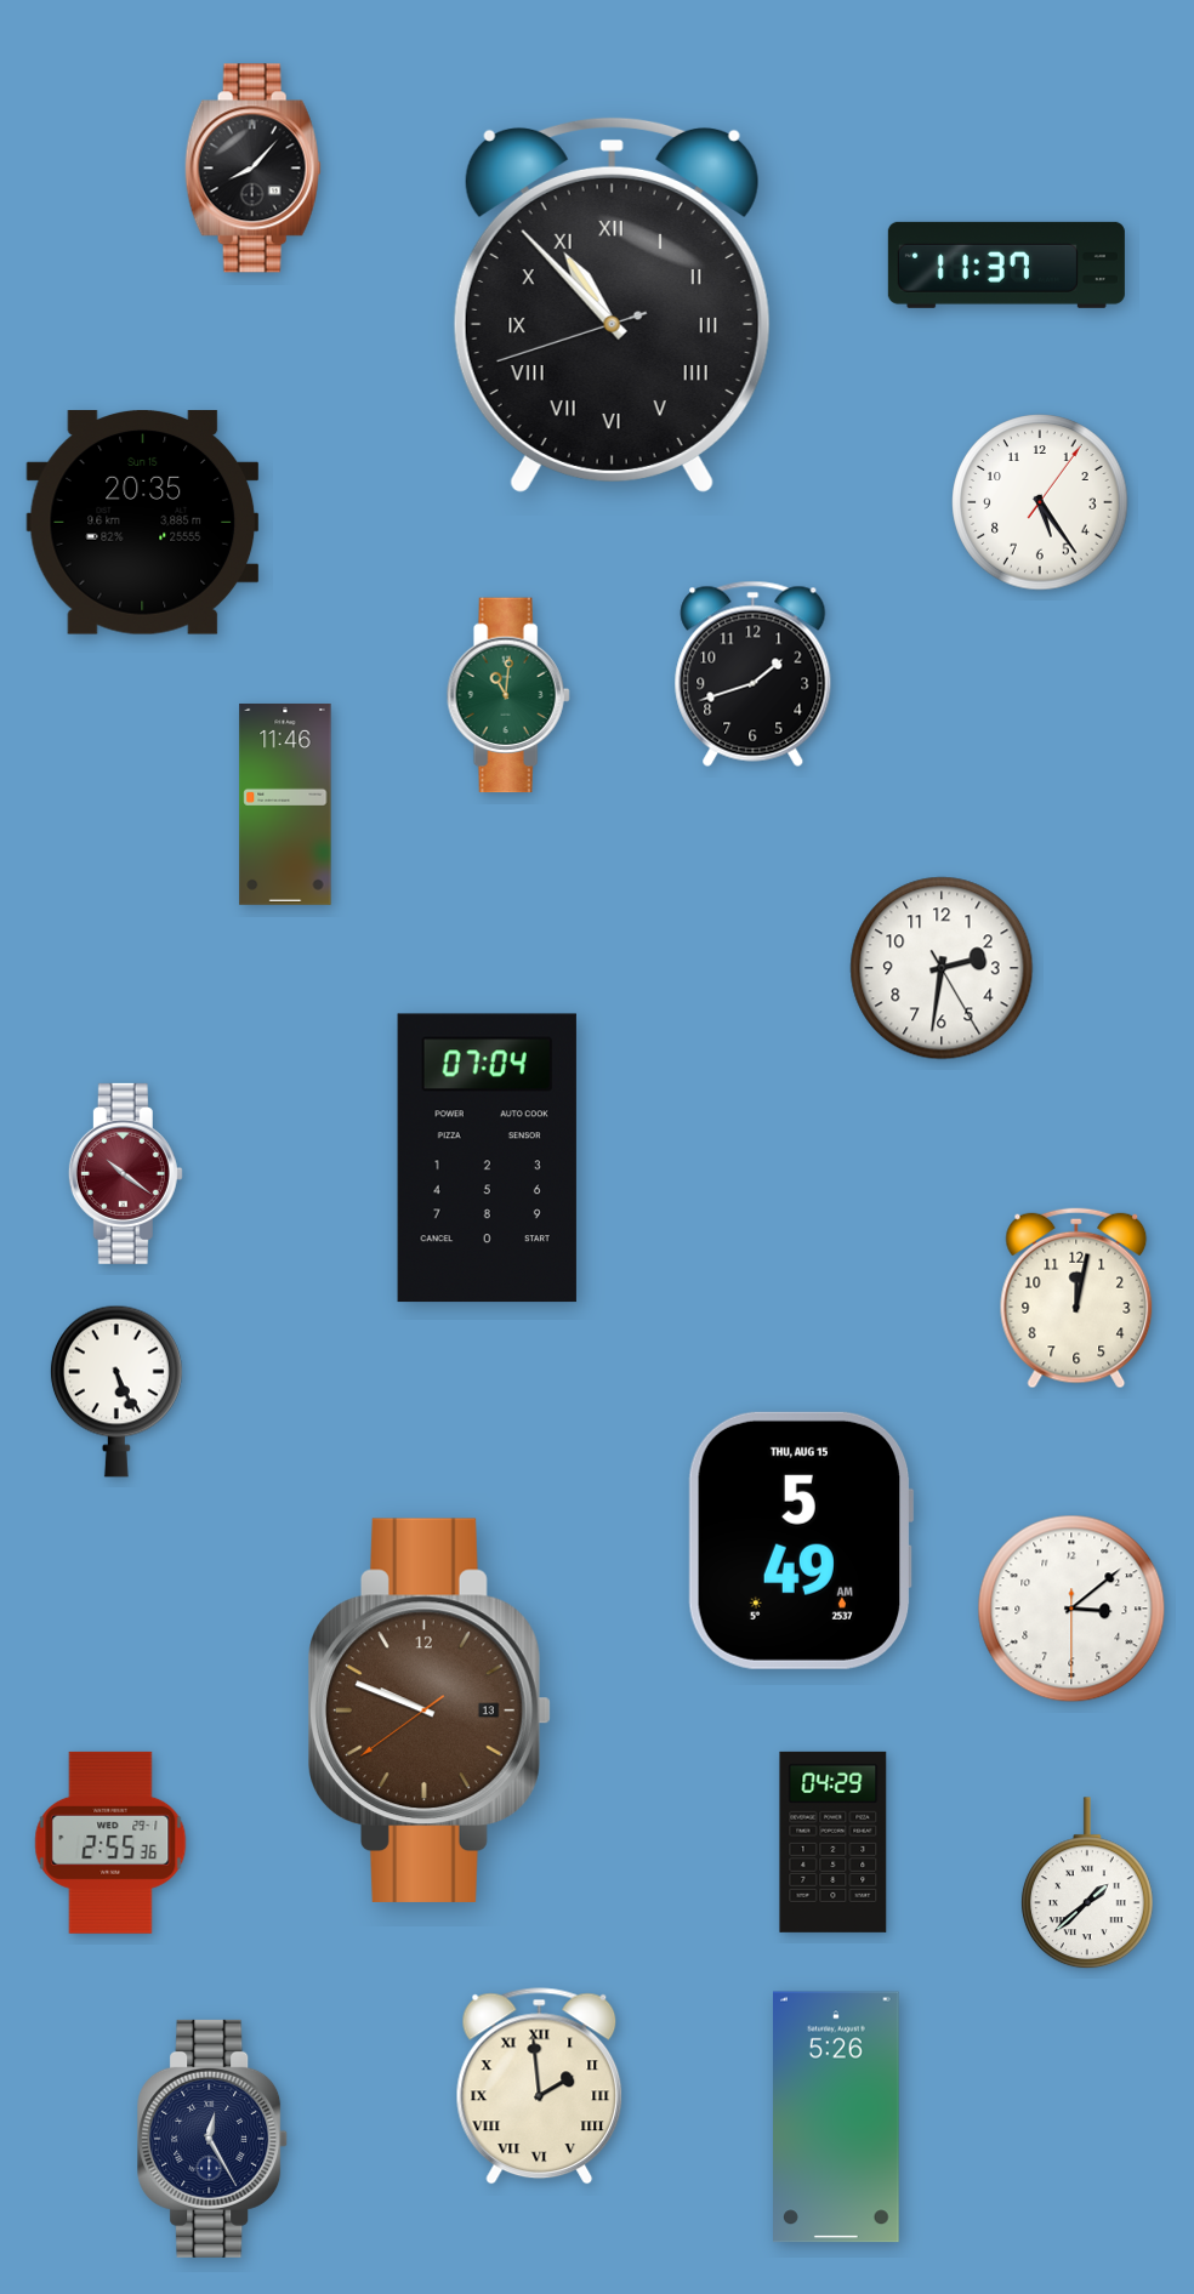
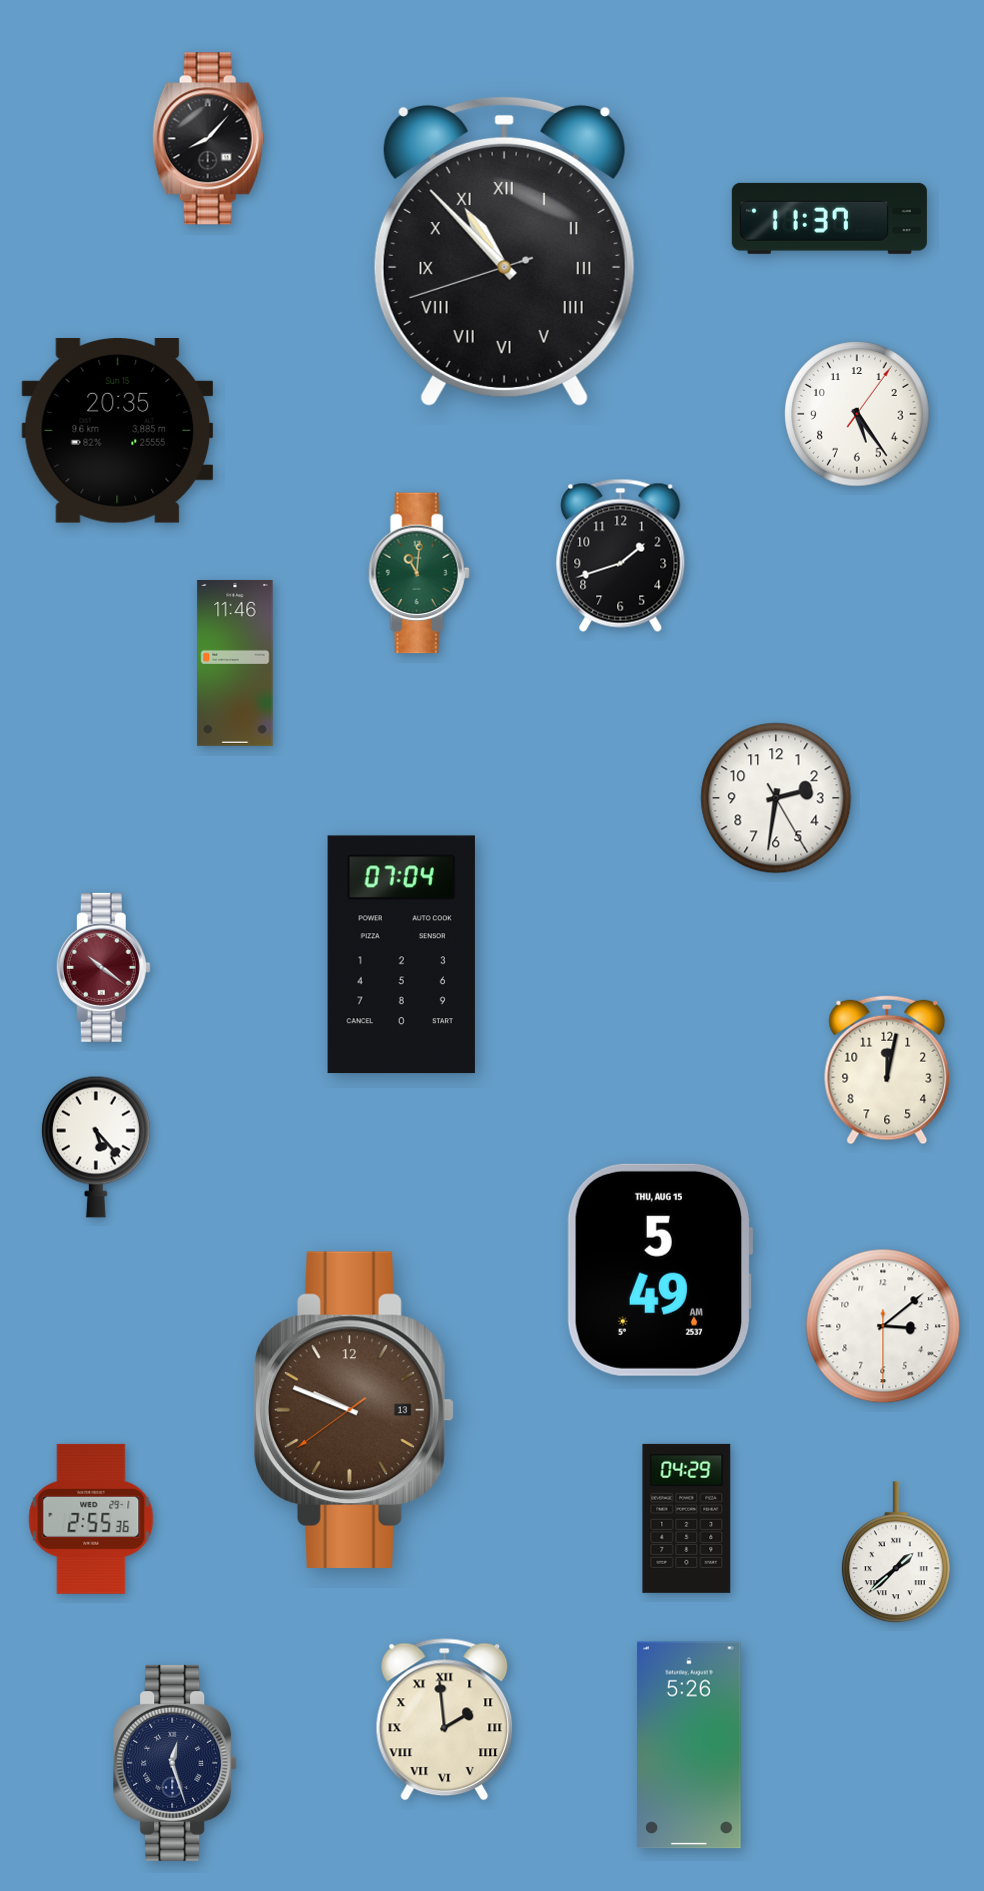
clock at (116, 1391): 5:26 -> 5:23
clock at (214, 2139): 12:25 -> 12:27
